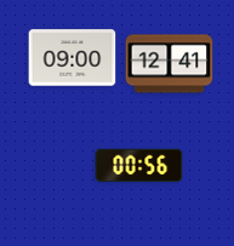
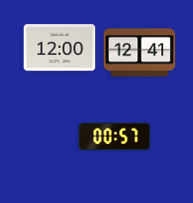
clock at (73, 58): 09:00 -> 12:00
clock at (139, 165): 00:56 -> 00:57
